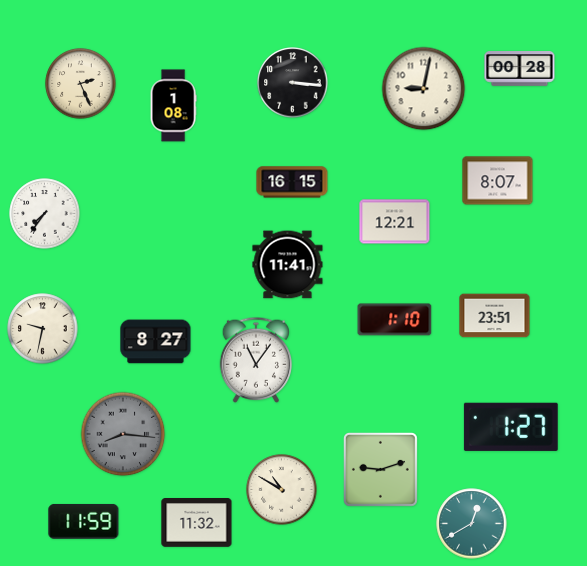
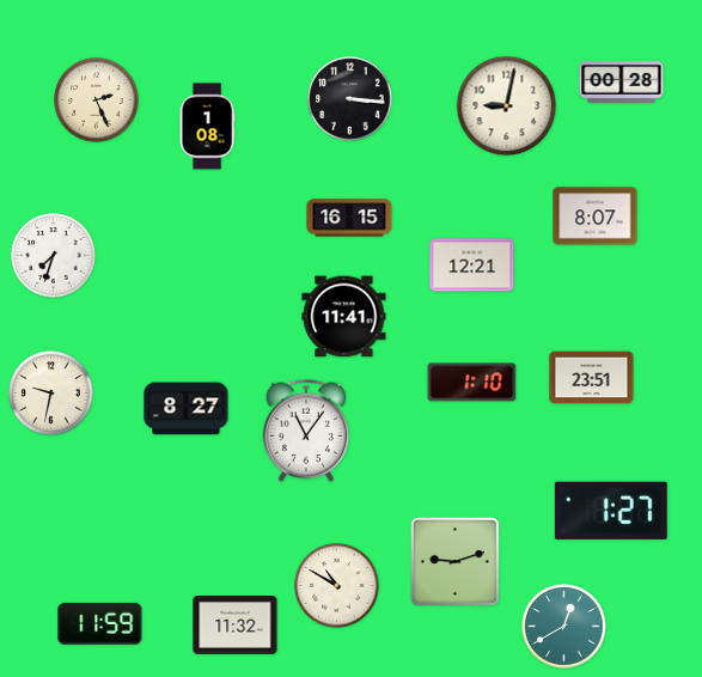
clock at (45, 214): 7:36 -> 7:33
clock at (123, 434): 8:16 -> none
